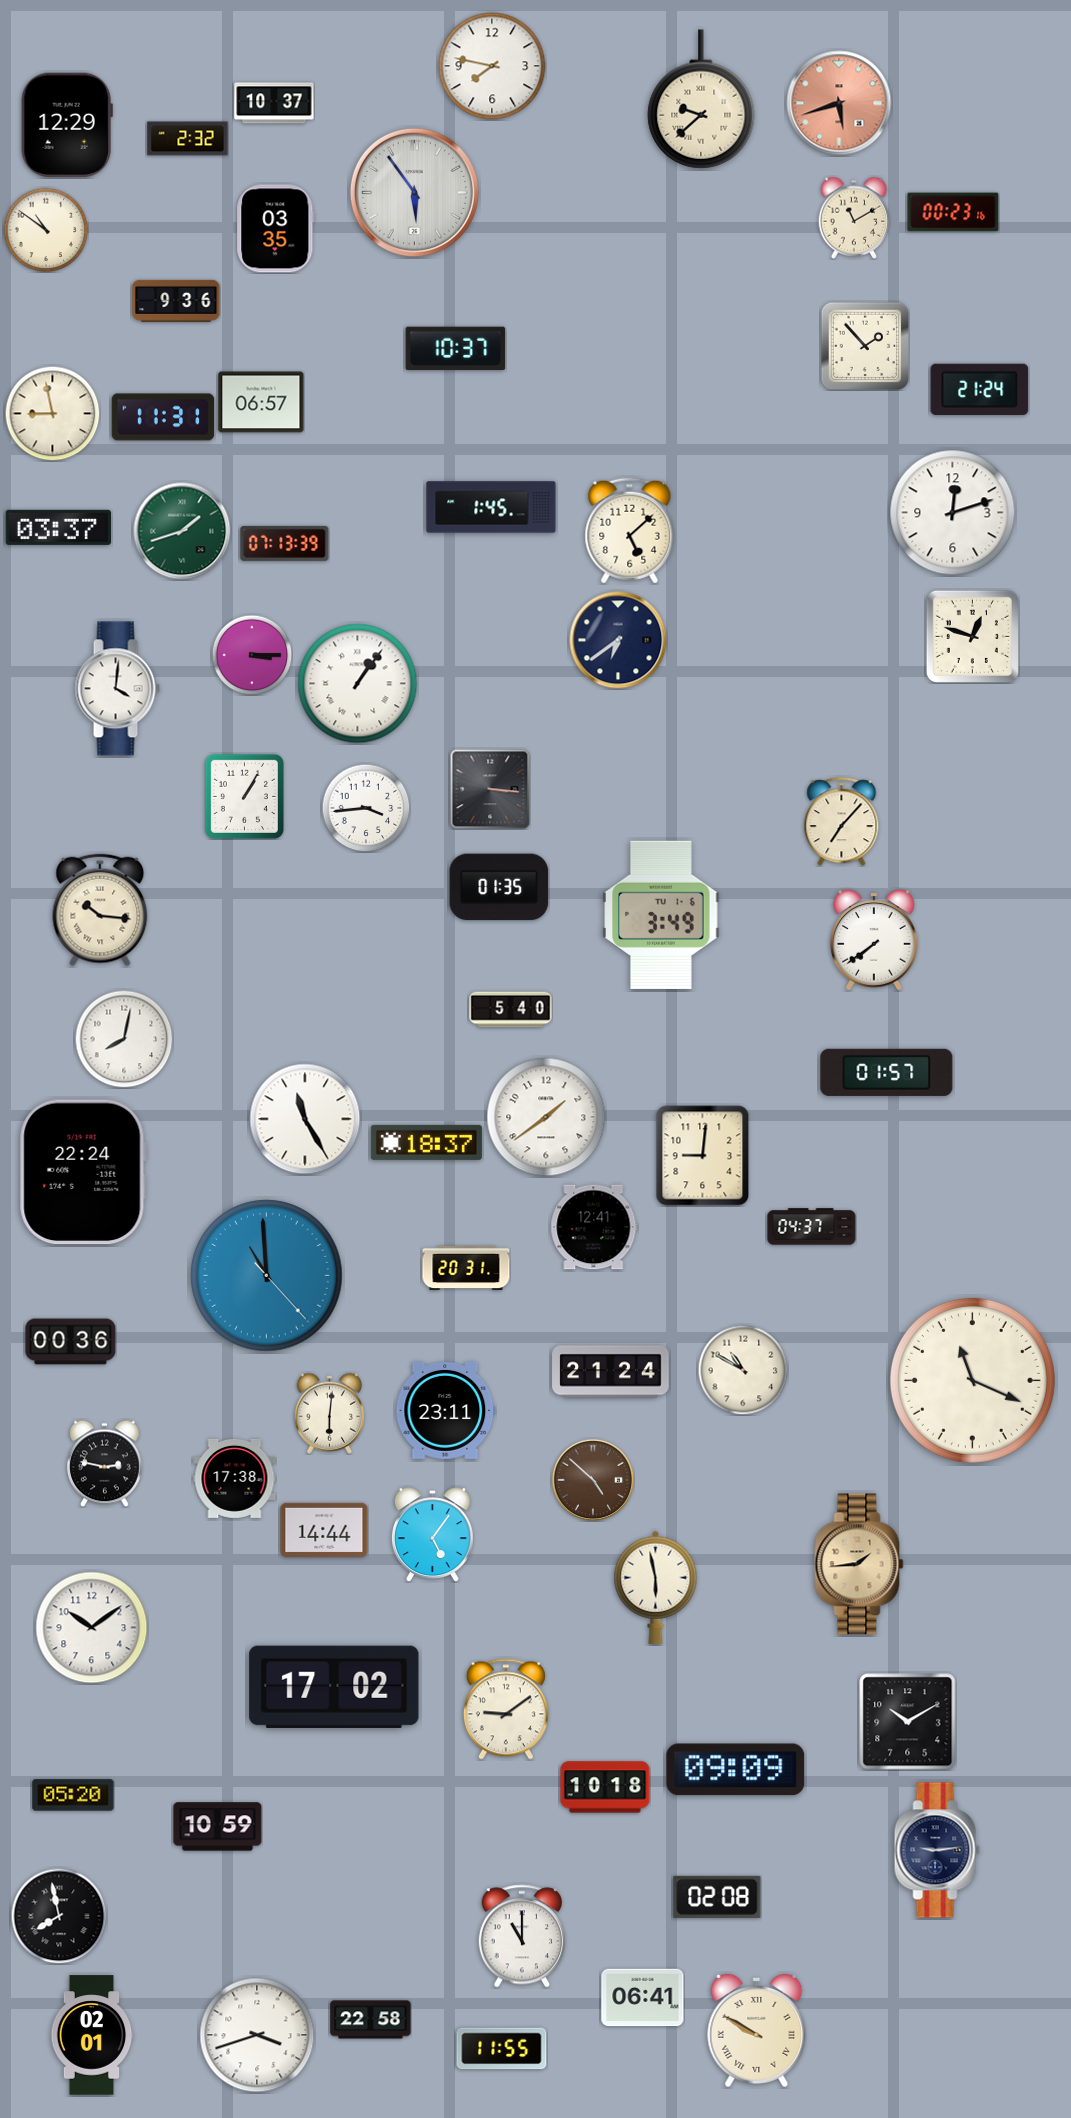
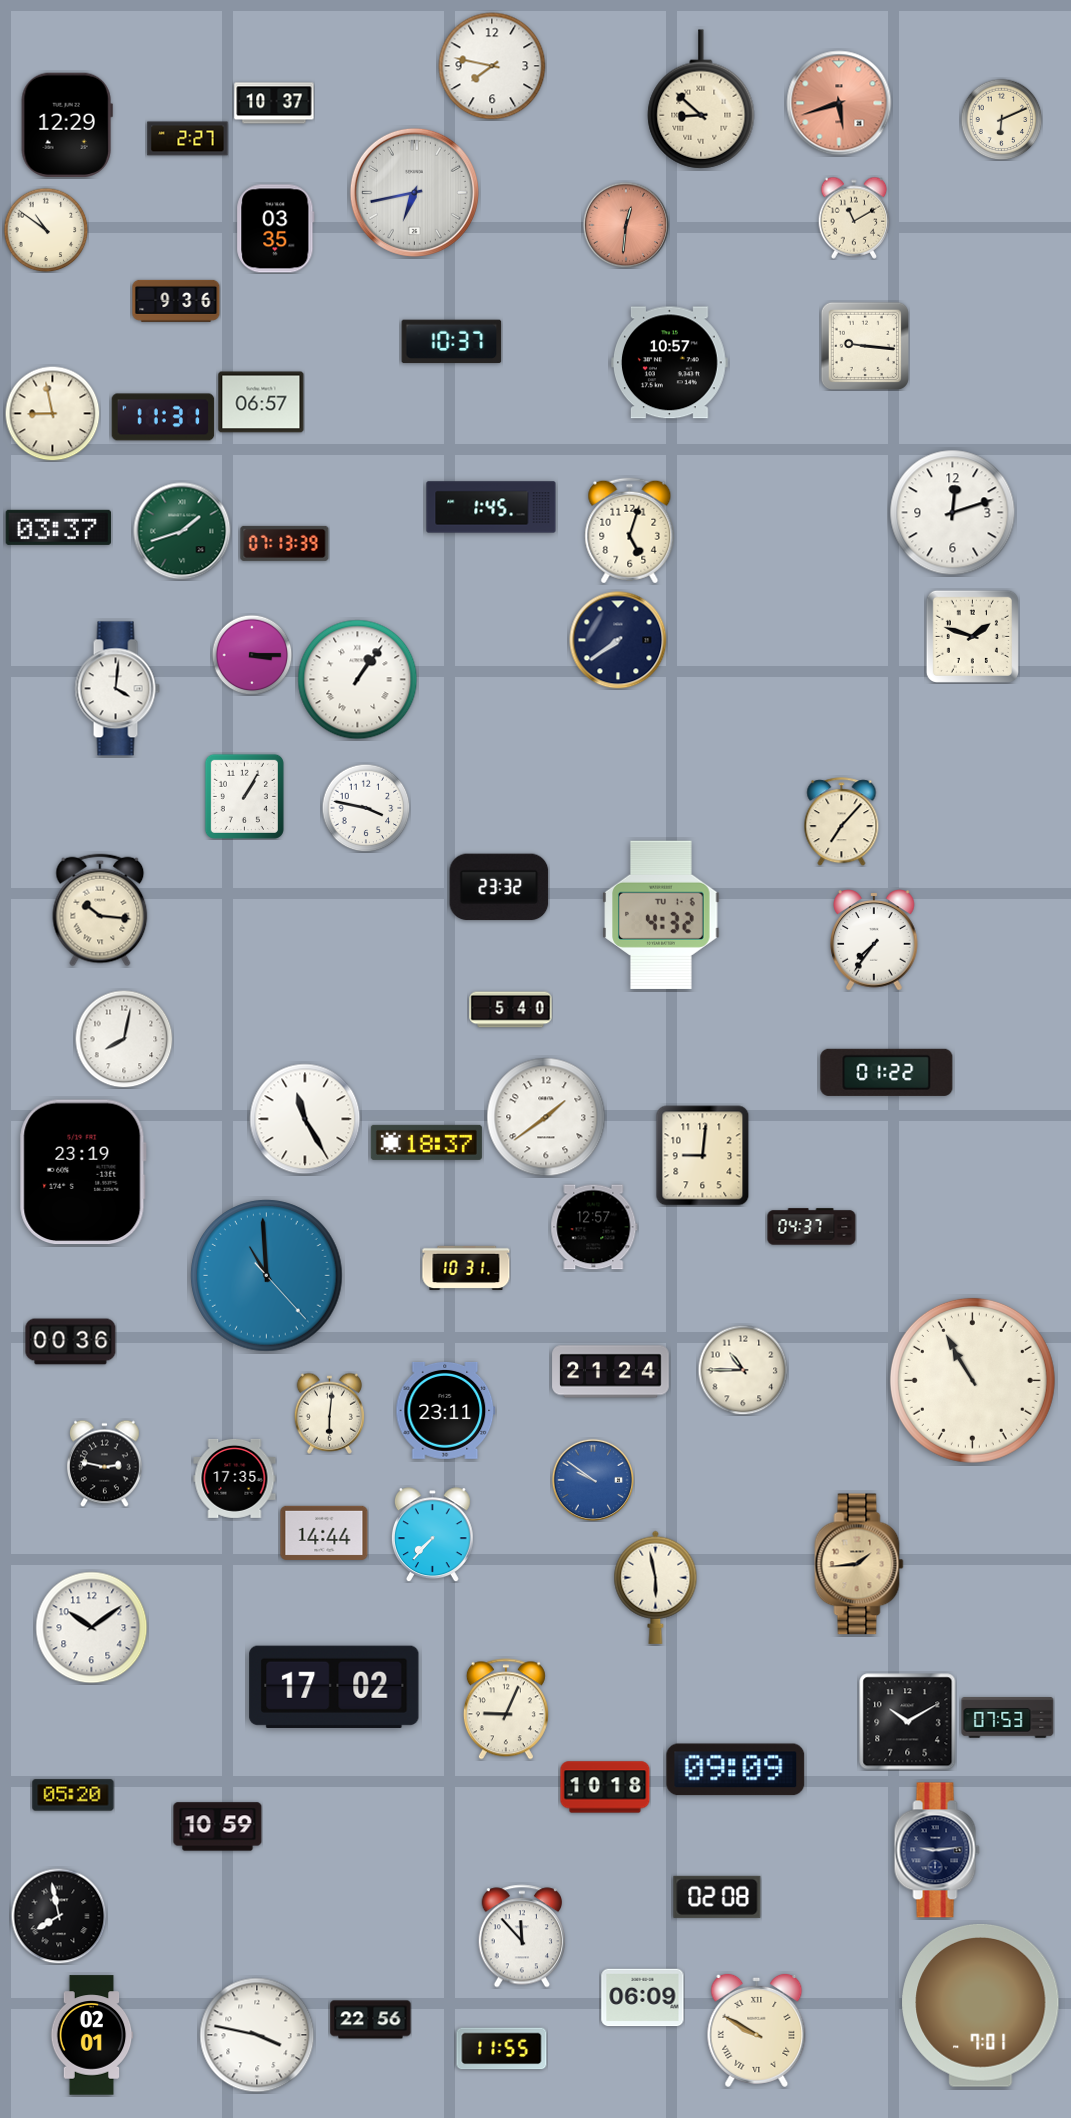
clock at (701, 99): 9:38 -> 8:52
clock at (1001, 119): none -> 6:11
clock at (188, 139): 2:32 -> 2:27
clock at (414, 192): 5:54 -> 6:43
clock at (953, 212): 00:23 -> none
clock at (626, 225): none -> 12:31
clock at (864, 345): 1:53 -> 9:16
clock at (456, 349) position: (456, 349) -> (452, 342)
clock at (670, 363): none -> 10:57
clock at (980, 389): 21:24 -> none
clock at (630, 531): 5:08 -> 5:03
clock at (972, 636): 12:48 -> 1:48
clock at (618, 640): 6:39 -> 7:39
clock at (358, 684) position: (358, 684) -> (358, 680)
clock at (490, 789): 3:16 -> none
clock at (366, 808): 3:44 -> 3:47
clock at (499, 887): 01:35 -> 23:32
clock at (661, 914): 3:49 -> 4:32
clock at (874, 940): 7:39 -> 7:36
clock at (887, 1072): 01:57 -> 01:22
clock at (83, 1172): 22:24 -> 23:19
clock at (594, 1227): 12:41 -> 12:57
clock at (466, 1267): 20:31 -> 10:31
clock at (743, 1370): 10:50 -> 10:45
clock at (972, 1380): 11:19 -> 10:55
clock at (235, 1478): 17:38 -> 17:35
clock at (592, 1479): 4:52 -> 9:51
clock at (592, 1479) dial: brown -> blue
clock at (324, 1530) position: (324, 1530) -> (324, 1533)
clock at (432, 1535): 5:06 -> 7:37
clock at (506, 1709): 9:09 -> 9:04
clock at (1008, 1718): none -> 07:53
clock at (521, 1936): 11:00 -> 11:53
clock at (643, 1998): 06:41 -> 06:09
clock at (981, 2005): none -> 7:01
clock at (371, 2020): 22:58 -> 22:56
clock at (257, 2035): 3:42 -> 3:47
